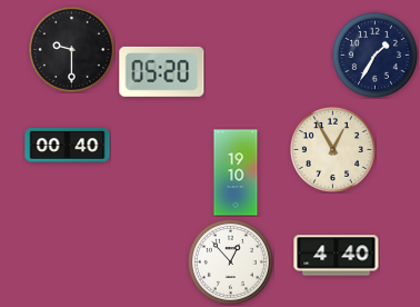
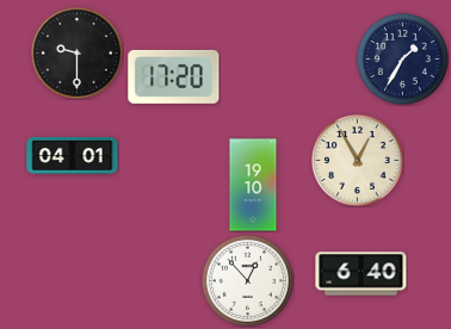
clock at (162, 71): 05:20 -> 17:20
clock at (68, 146): 00:40 -> 04:01
clock at (337, 256): 4:40 -> 6:40
